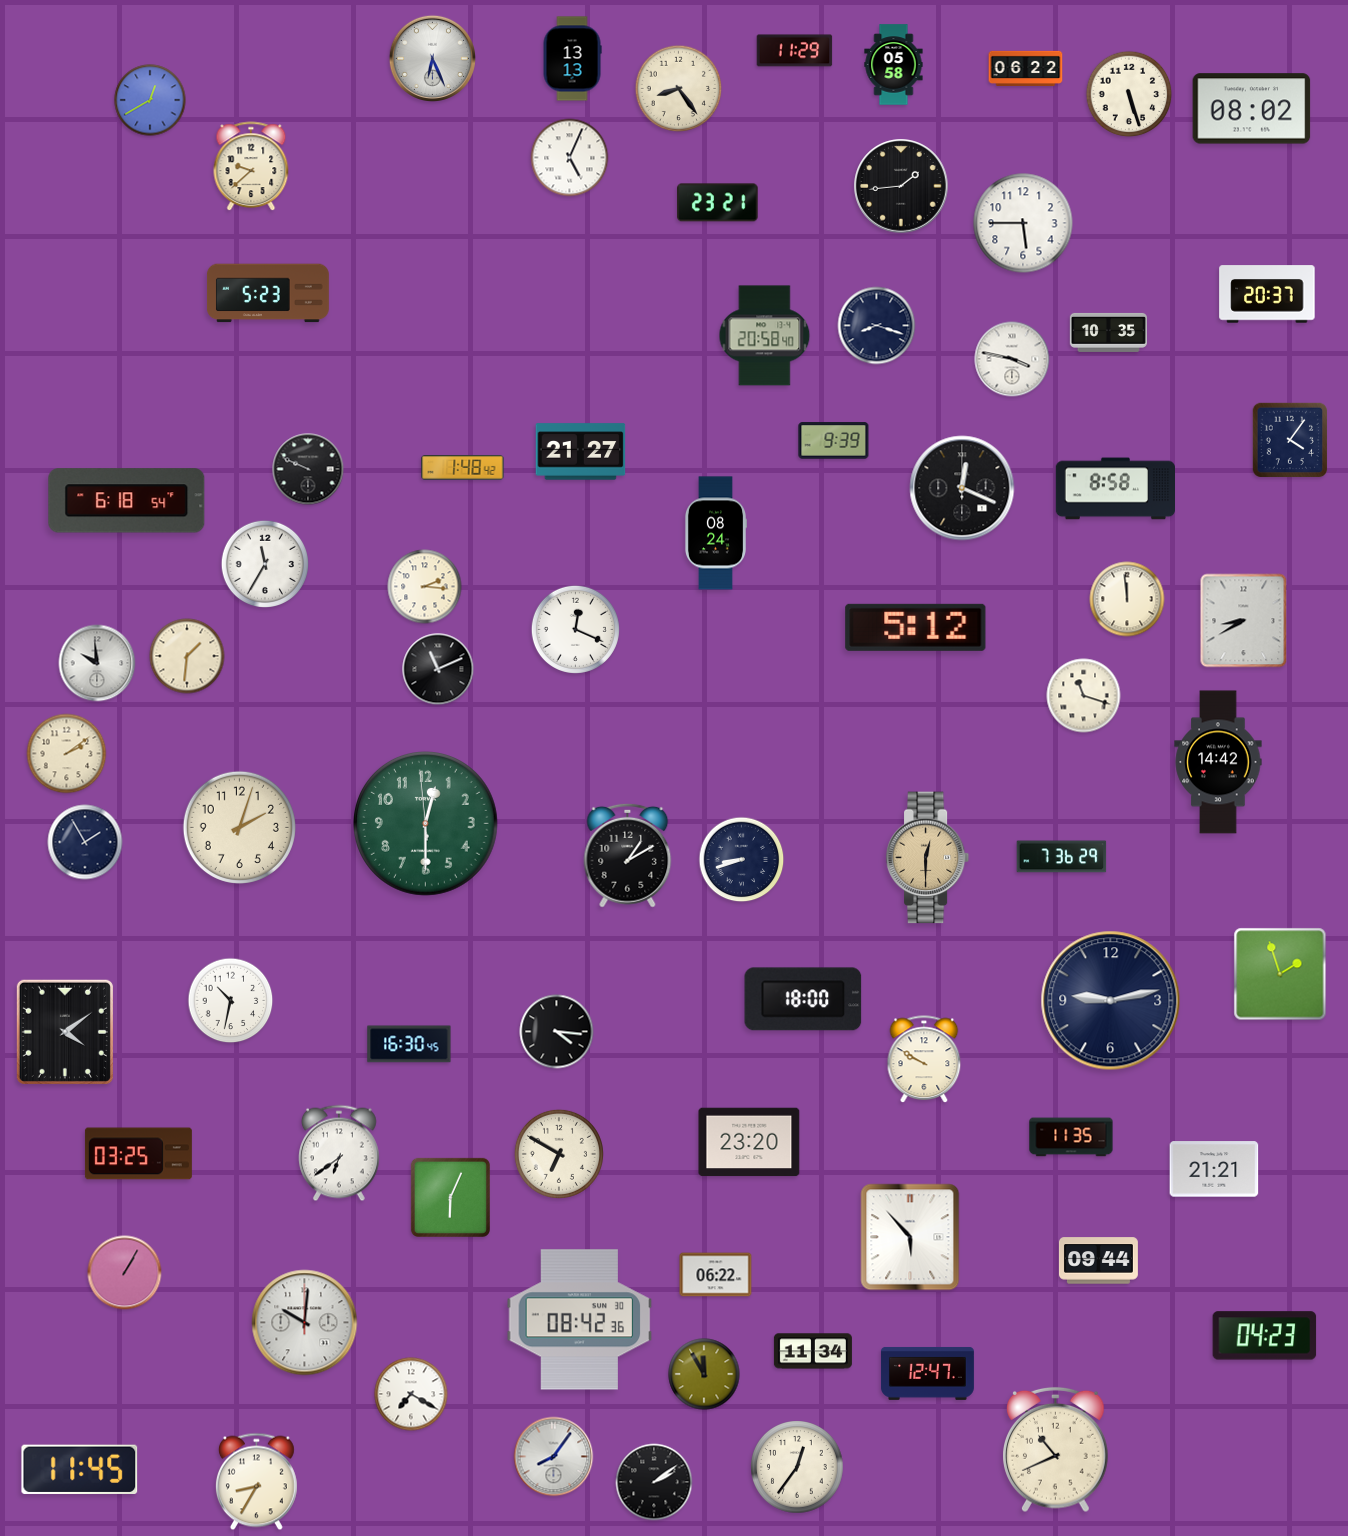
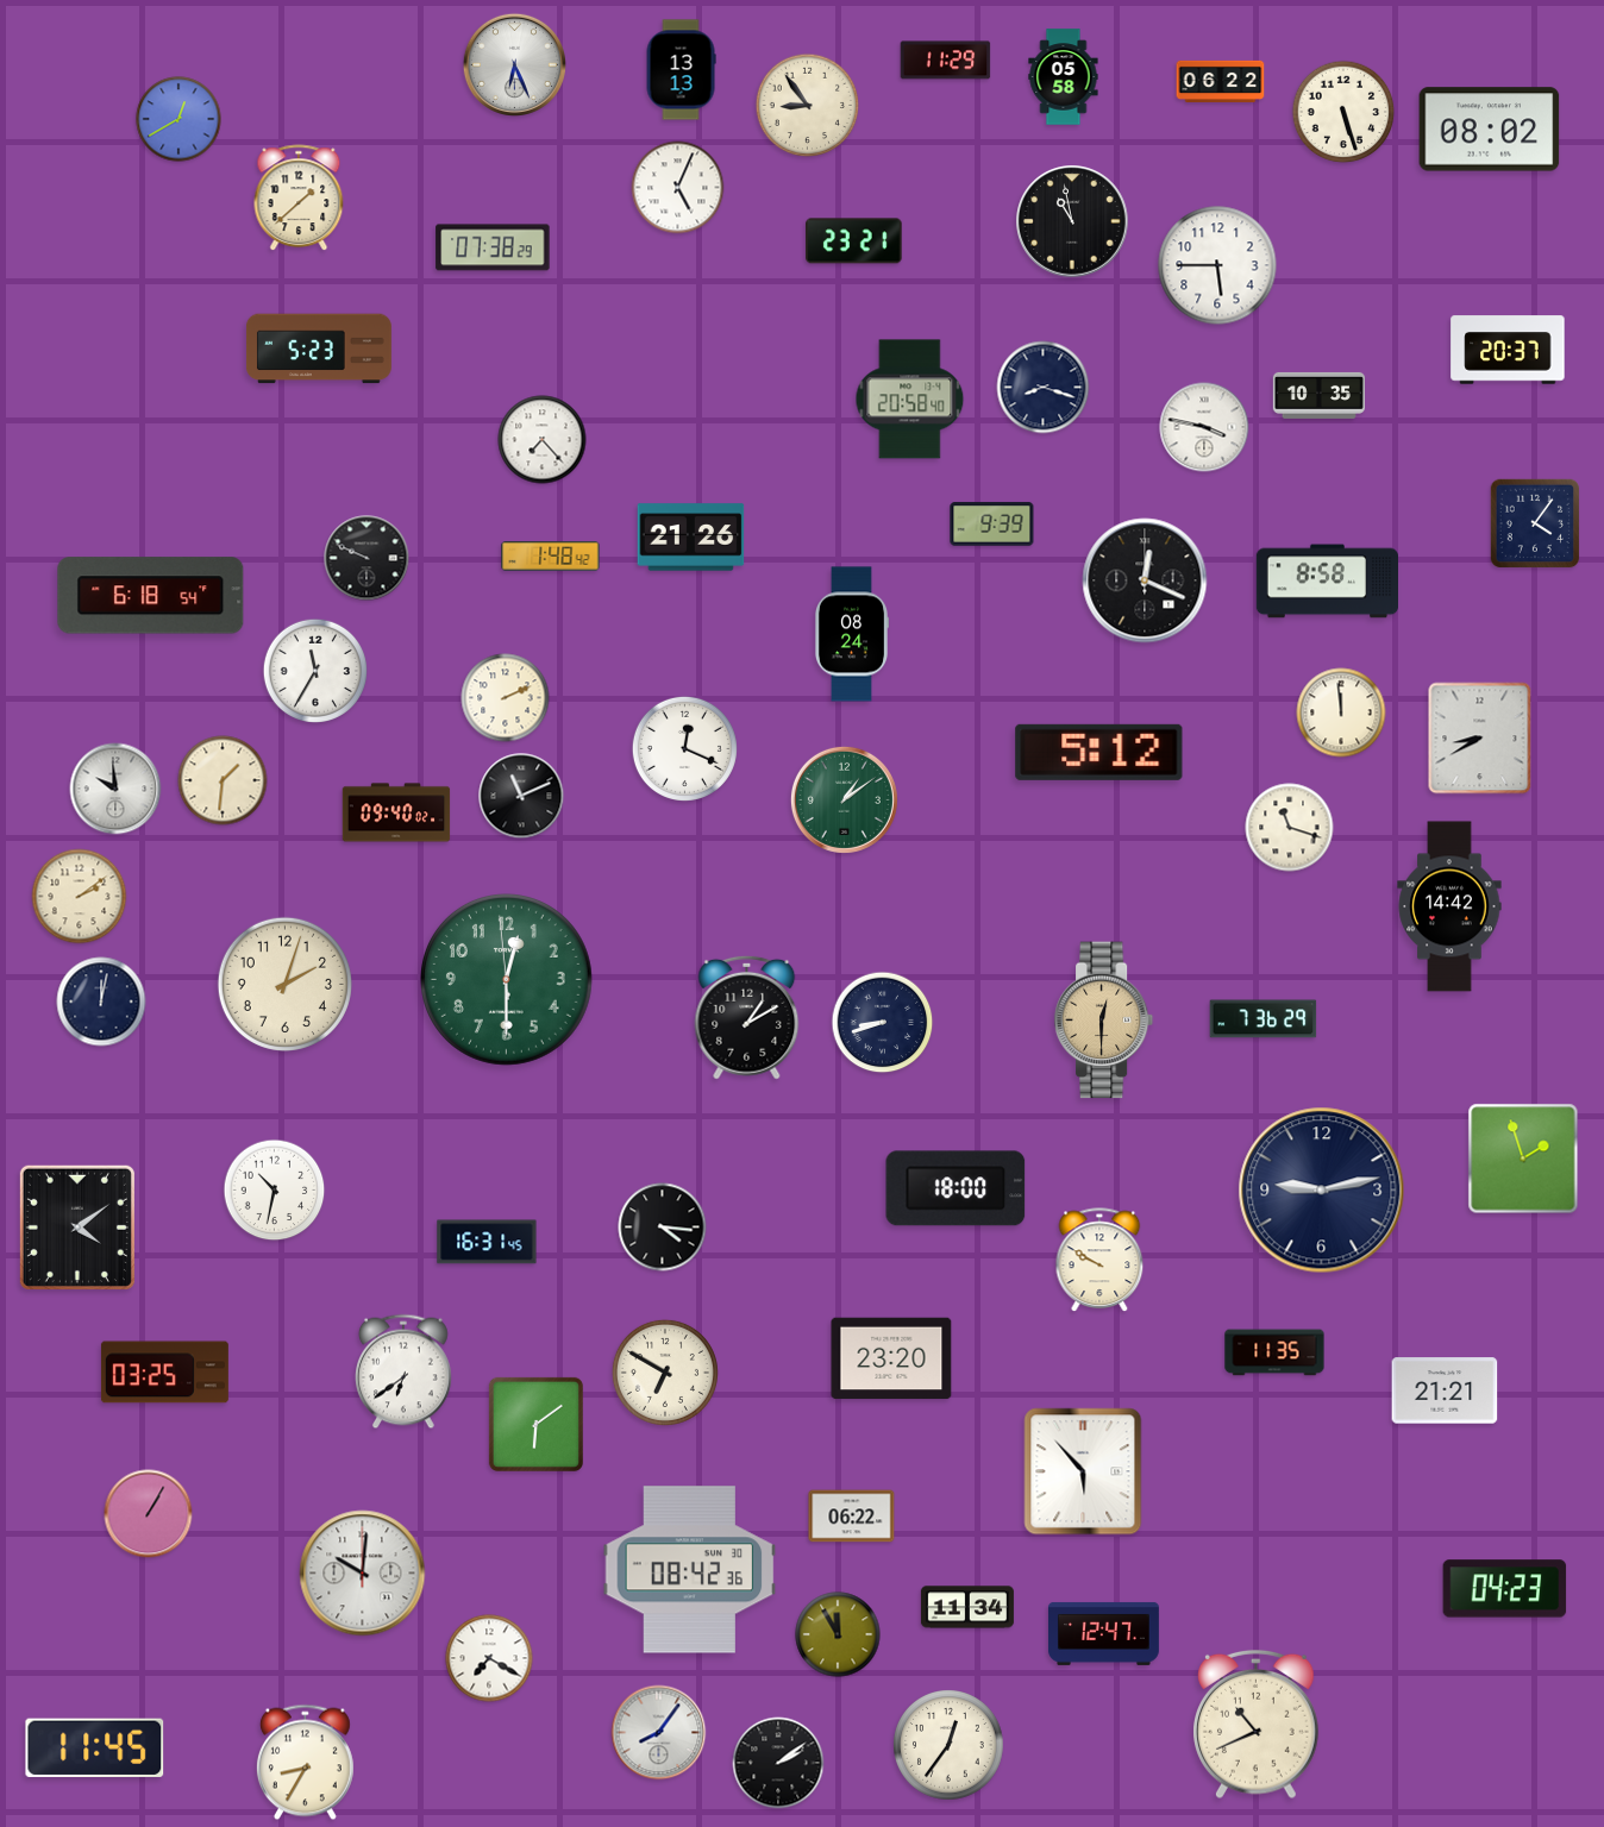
clock at (432, 58) position: (432, 58) -> (514, 64)
clock at (679, 89): 8:24 -> 8:54
clock at (251, 167): 9:38 -> 1:38
clock at (901, 186): 1:44 -> 10:58
clock at (493, 247): none -> 07:38
clock at (543, 440): none -> 7:23
clock at (581, 452): 21:27 -> 21:26
clock at (425, 587): 2:16 -> 2:11
clock at (916, 627) position: (916, 627) -> (1099, 752)
clock at (844, 799): none -> 1:09
clock at (396, 812): none -> 09:40
clock at (85, 842): 1:55 -> 12:02
clock at (409, 1044): 16:30 -> 16:31
clock at (450, 1197): 6:04 -> 6:09
clock at (1098, 1261): 09:44 -> none
